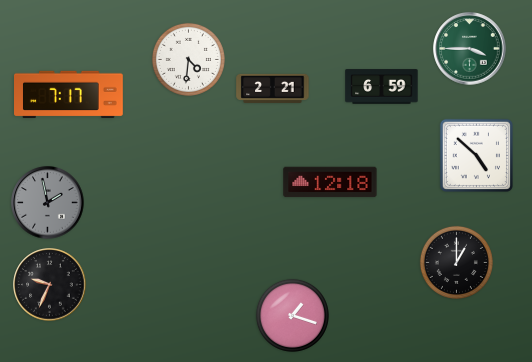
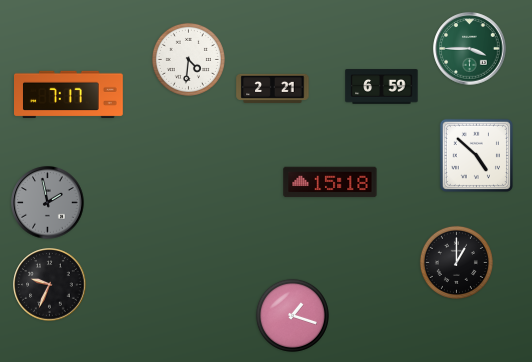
clock at (330, 182): 12:18 -> 15:18
